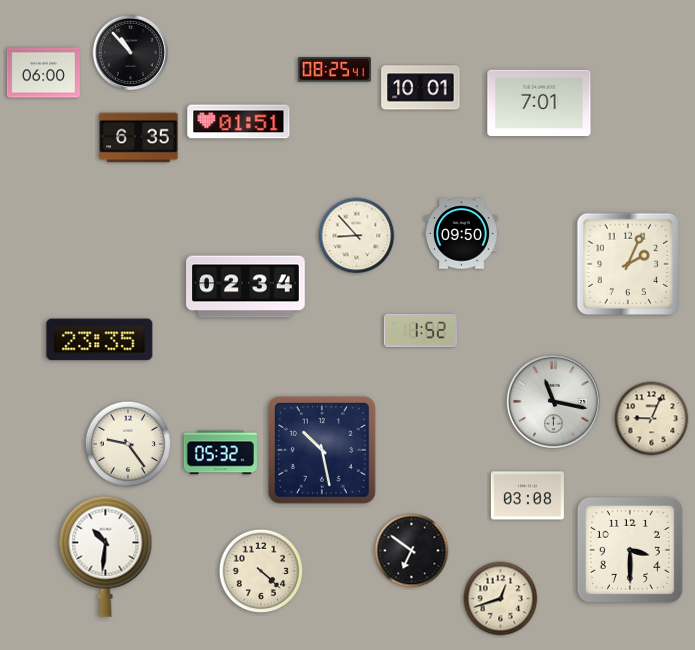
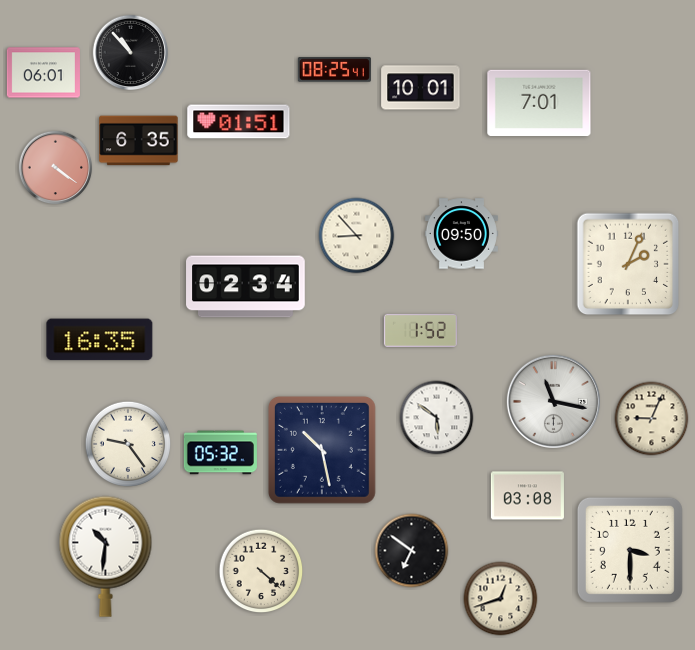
clock at (43, 73): 06:00 -> 06:01
clock at (139, 138) position: (139, 138) -> (139, 141)
clock at (56, 168): none -> 4:21
clock at (100, 340): 23:35 -> 16:35
clock at (437, 418): none -> 5:51
